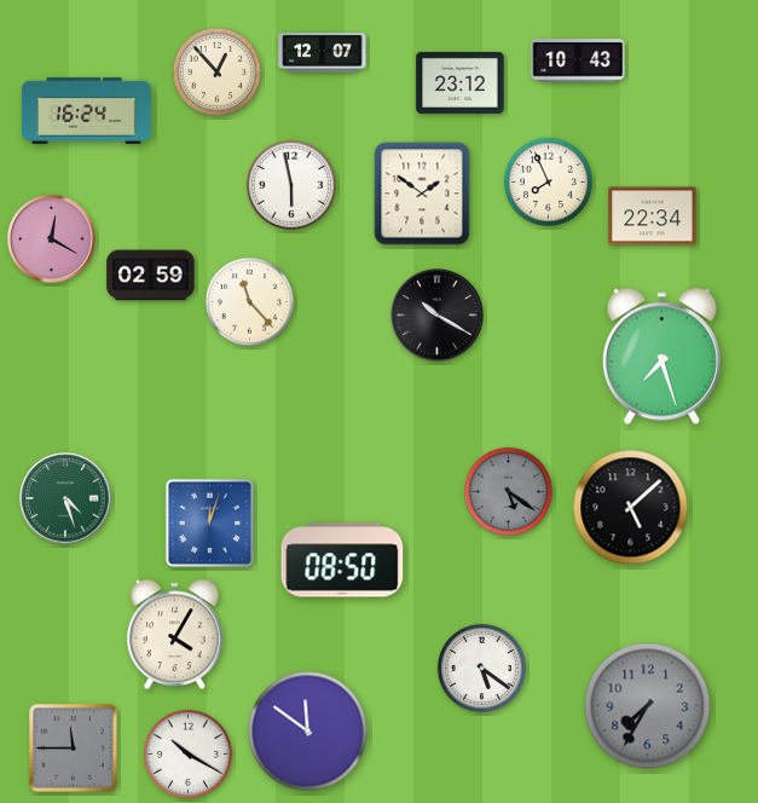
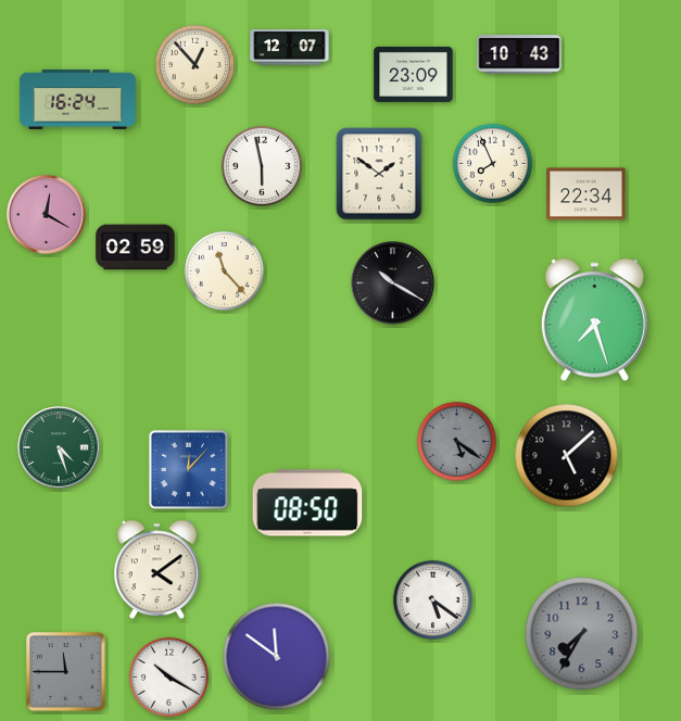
clock at (461, 82): 23:12 -> 23:09
clock at (209, 522): 12:03 -> 12:07
clock at (175, 635): 4:05 -> 4:09
